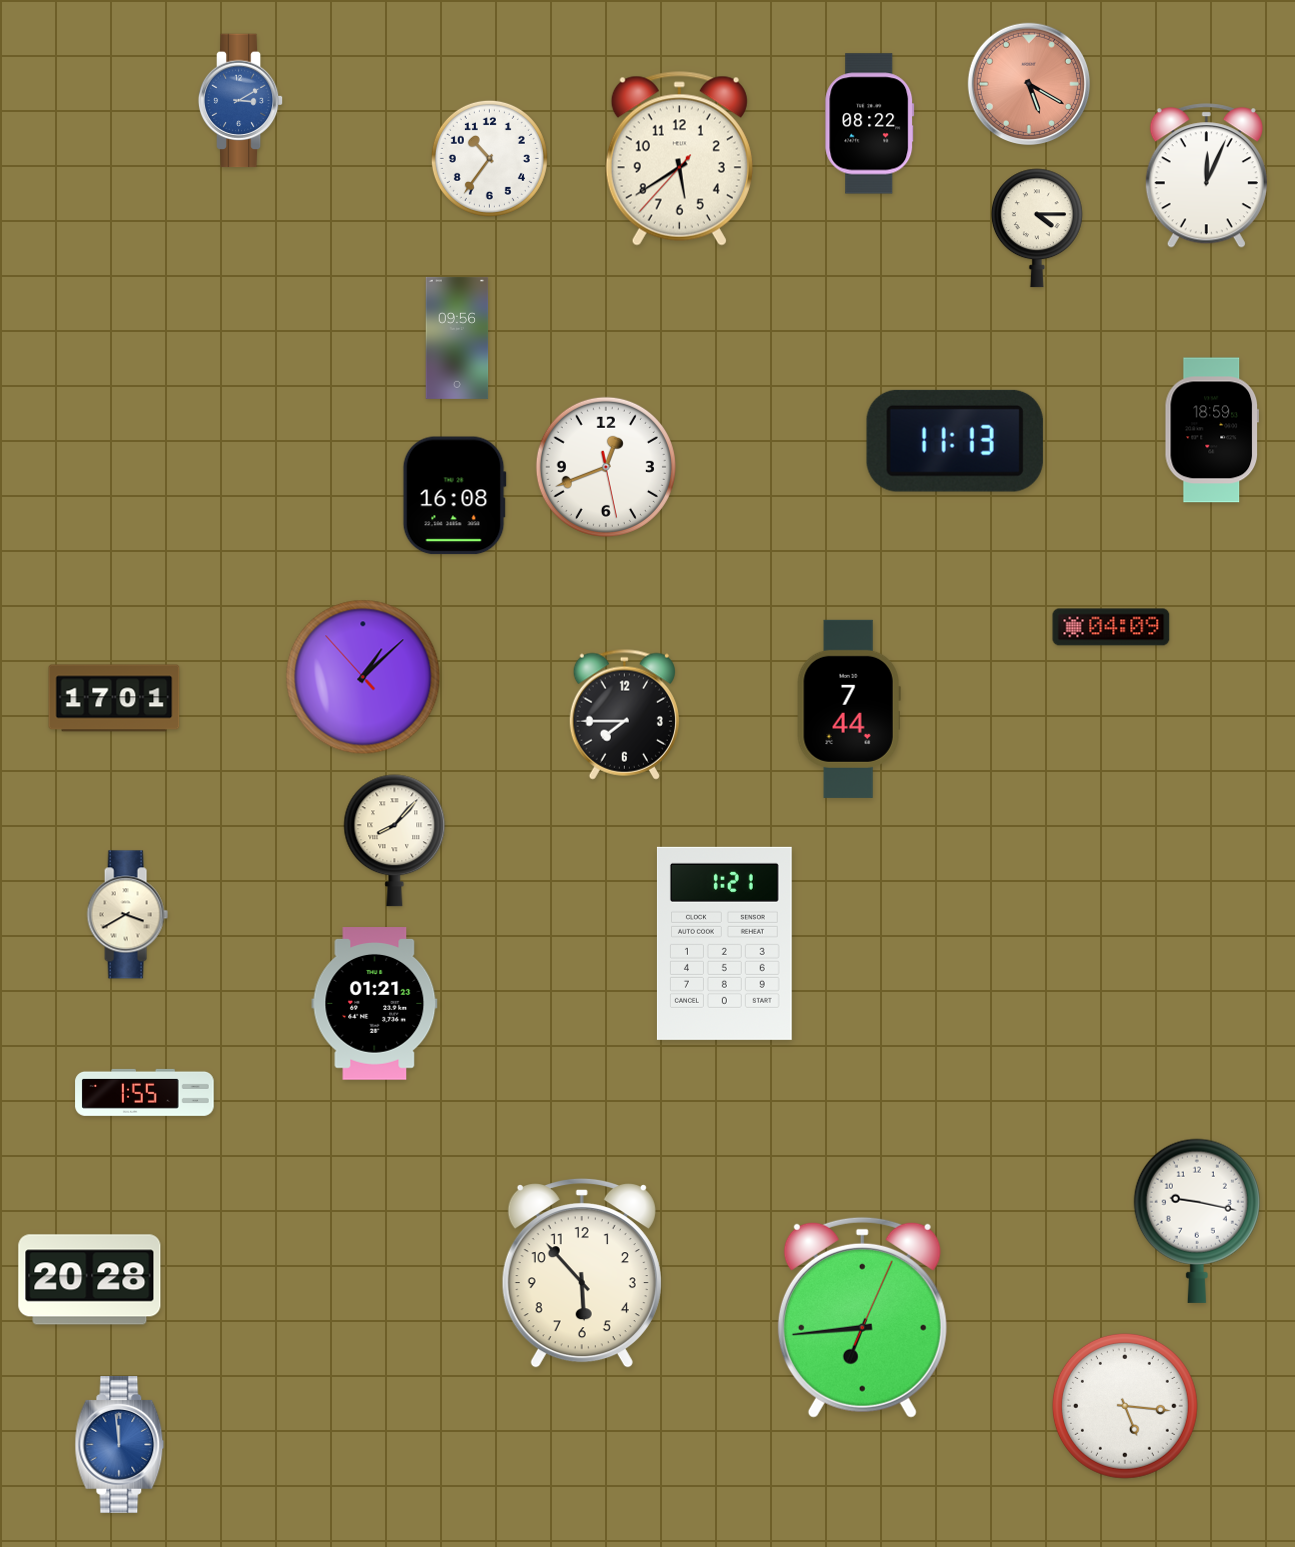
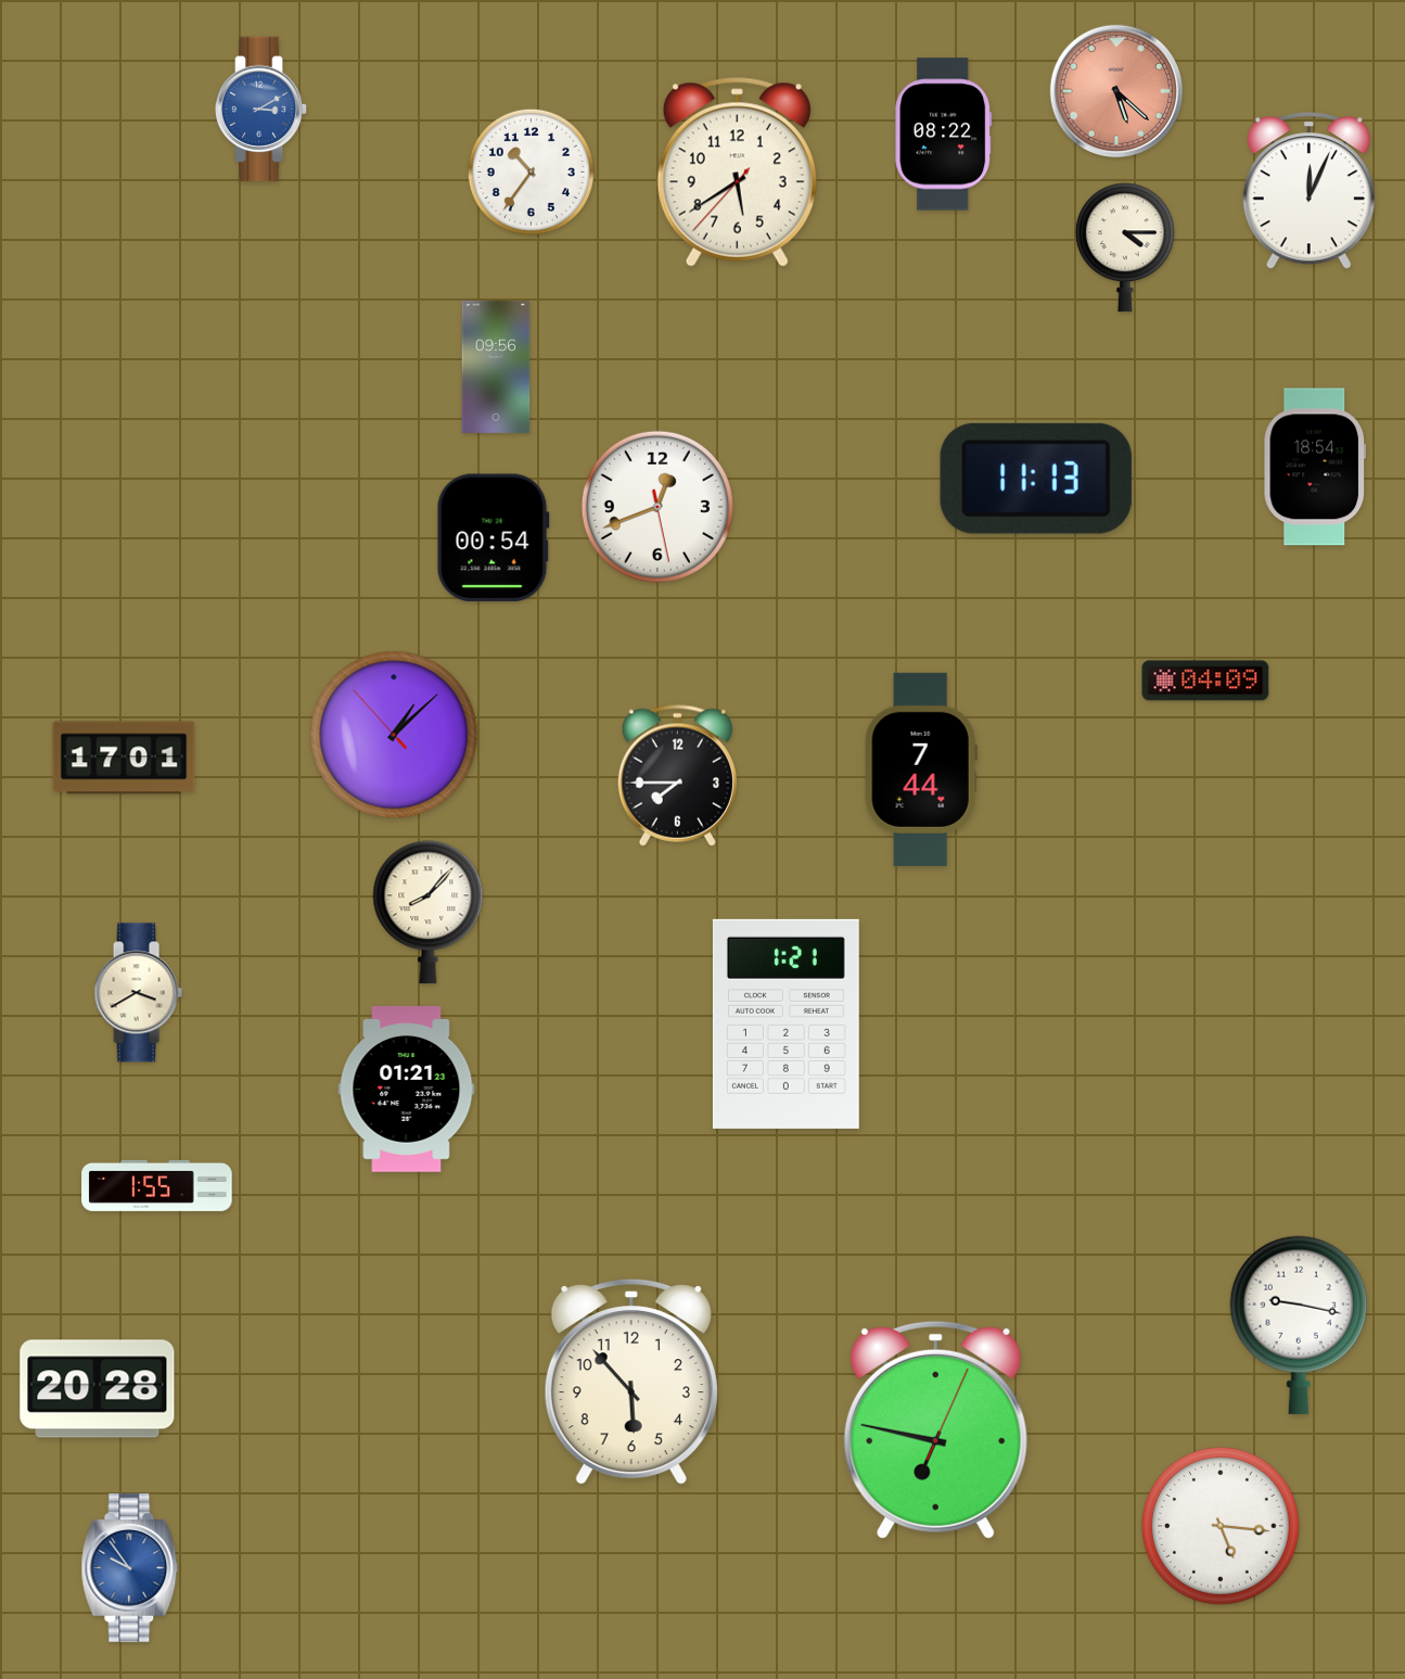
clock at (1028, 83): 5:20 -> 5:22
clock at (1211, 430): 18:59 -> 18:54
clock at (454, 496): 16:08 -> 00:54
clock at (862, 1317): 6:44 -> 6:47
clock at (120, 1444): 11:59 -> 9:54
